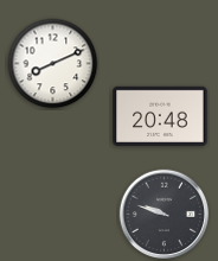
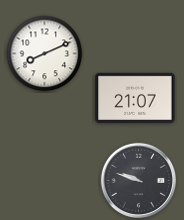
clock at (160, 116): 20:48 -> 21:07
